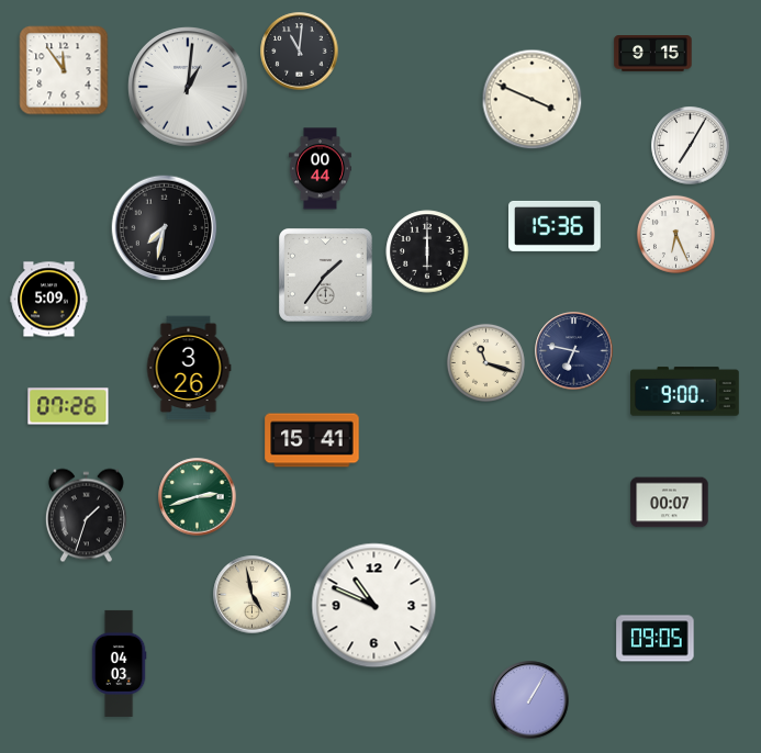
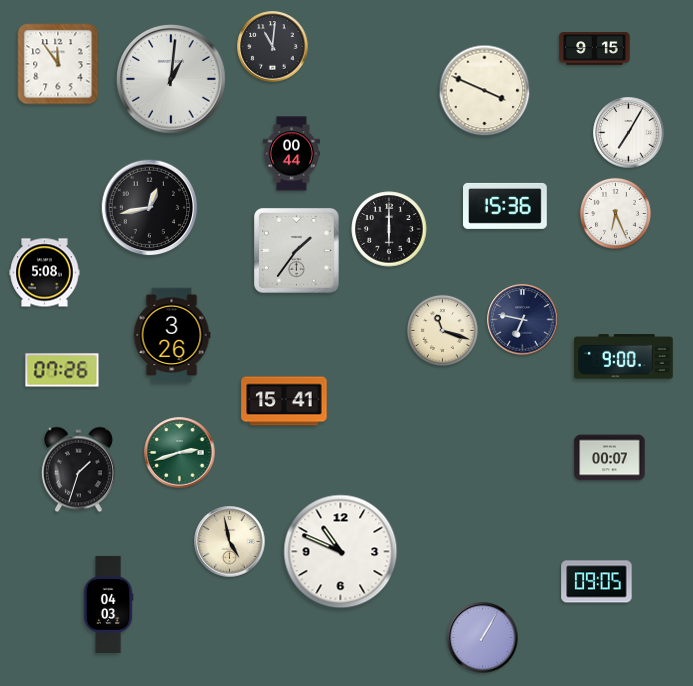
clock at (165, 228): 7:32 -> 12:43
clock at (49, 300): 5:09 -> 5:08
